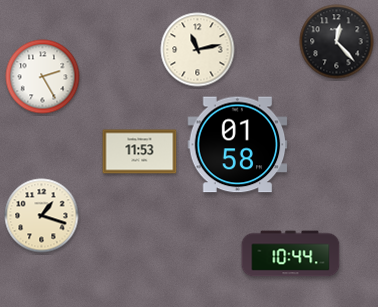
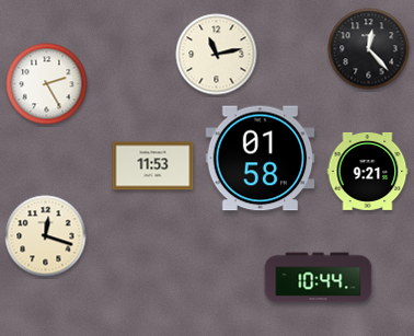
clock at (337, 42) position: (337, 42) -> (369, 49)
clock at (368, 171): none -> 9:21
clock at (42, 216): 1:18 -> 12:18
